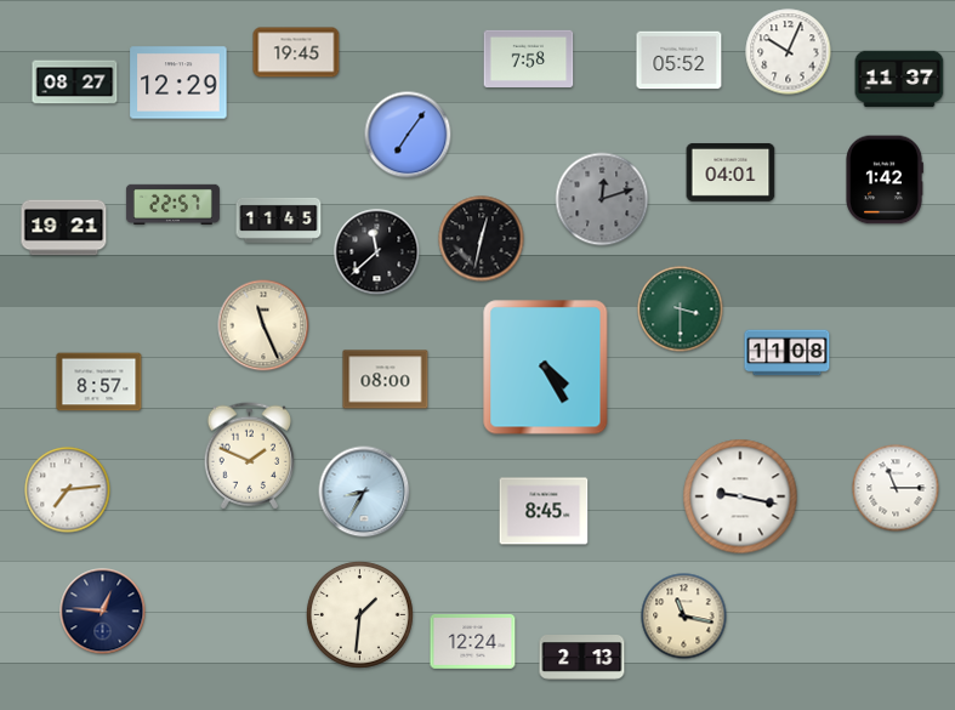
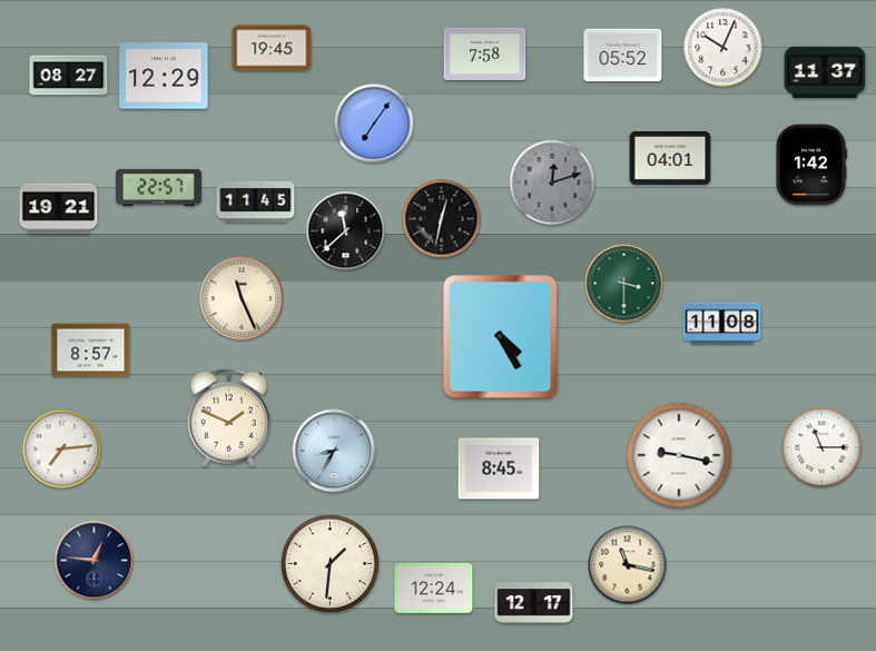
clock at (386, 380): 08:00 -> none
clock at (582, 658): 2:13 -> 12:17
